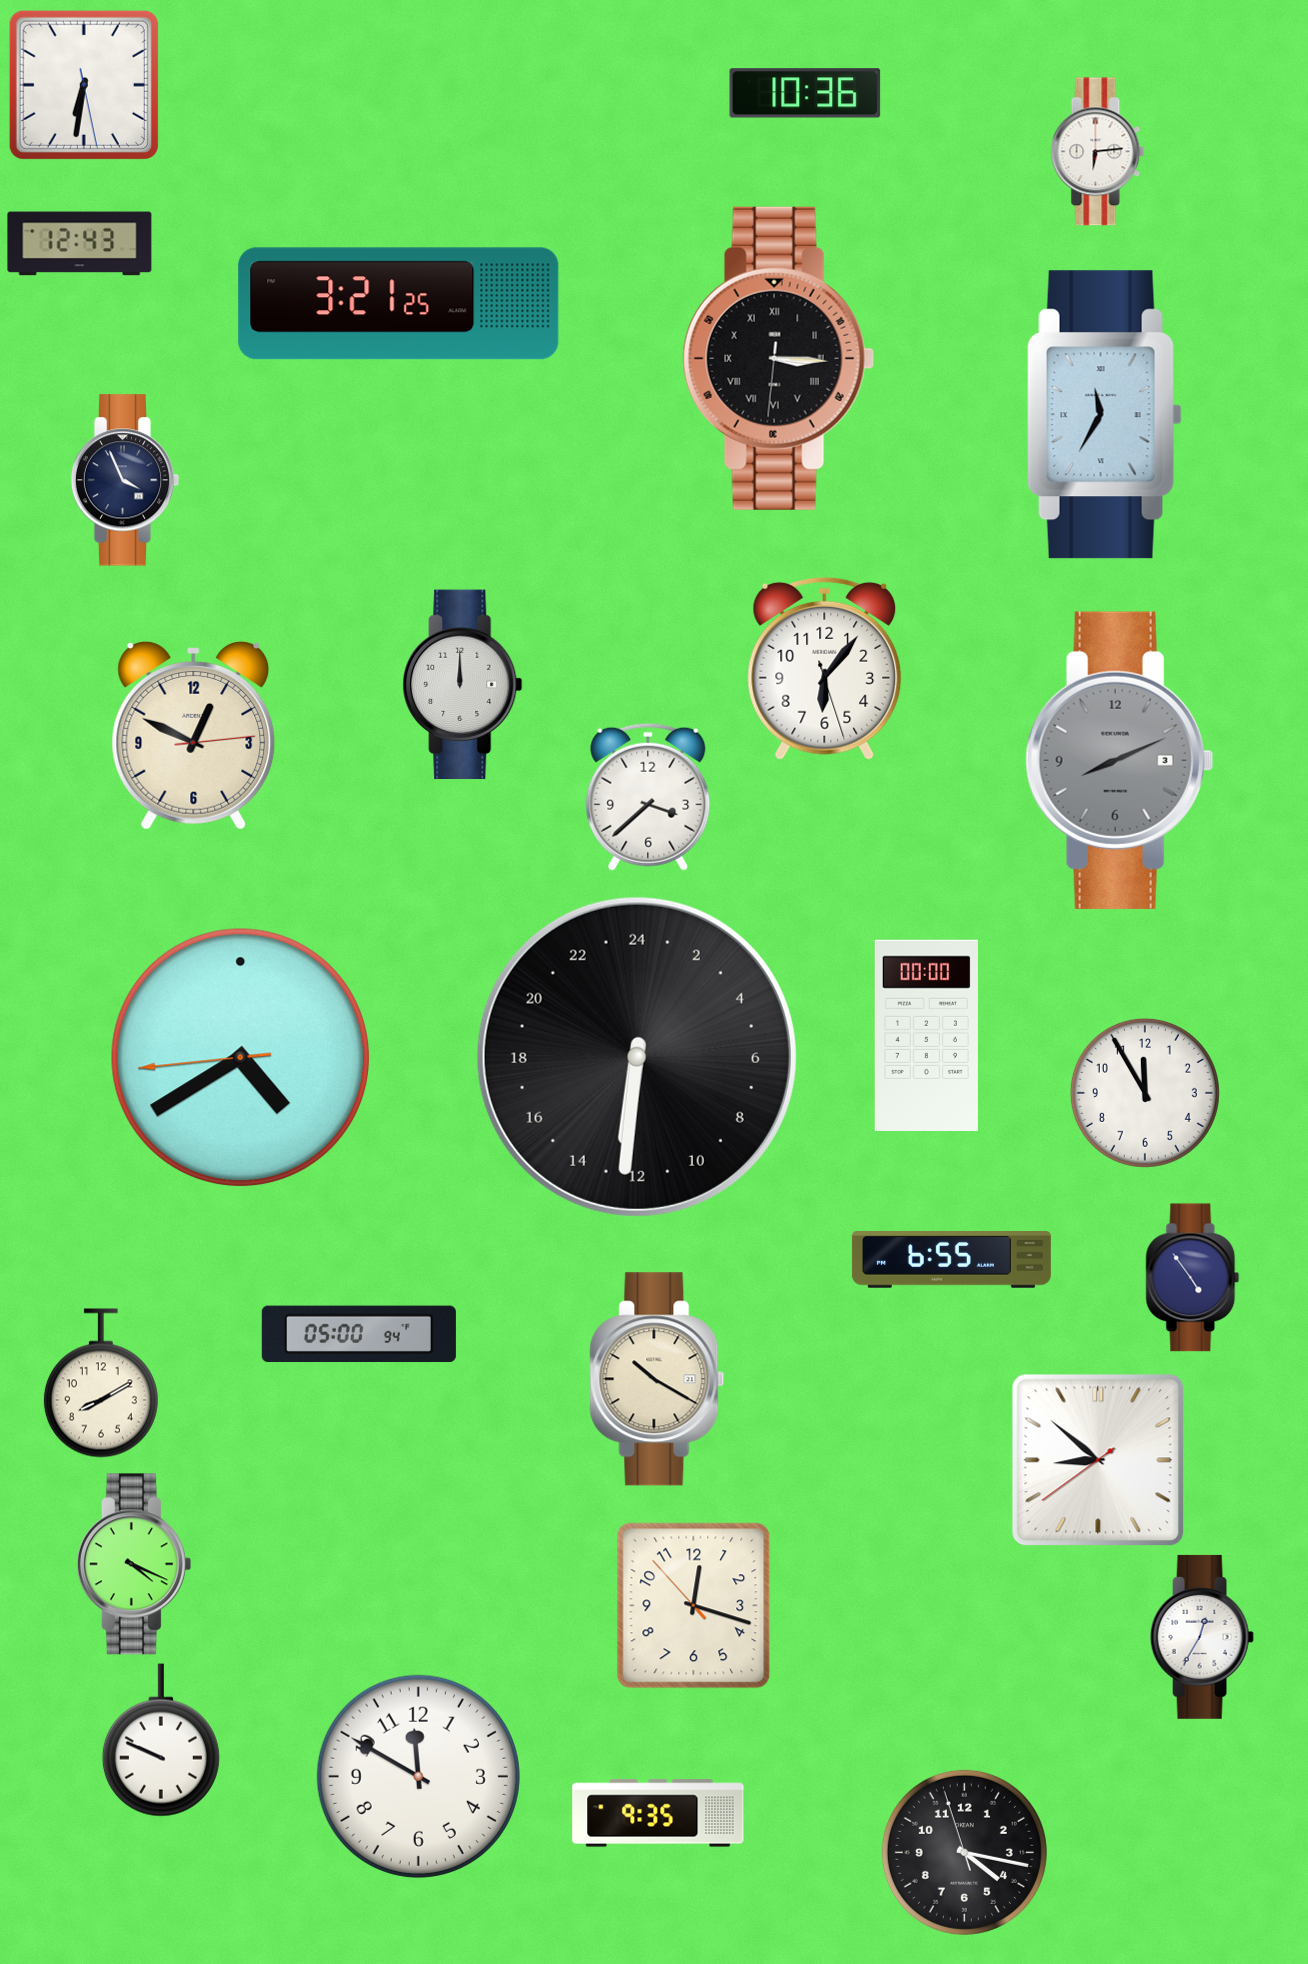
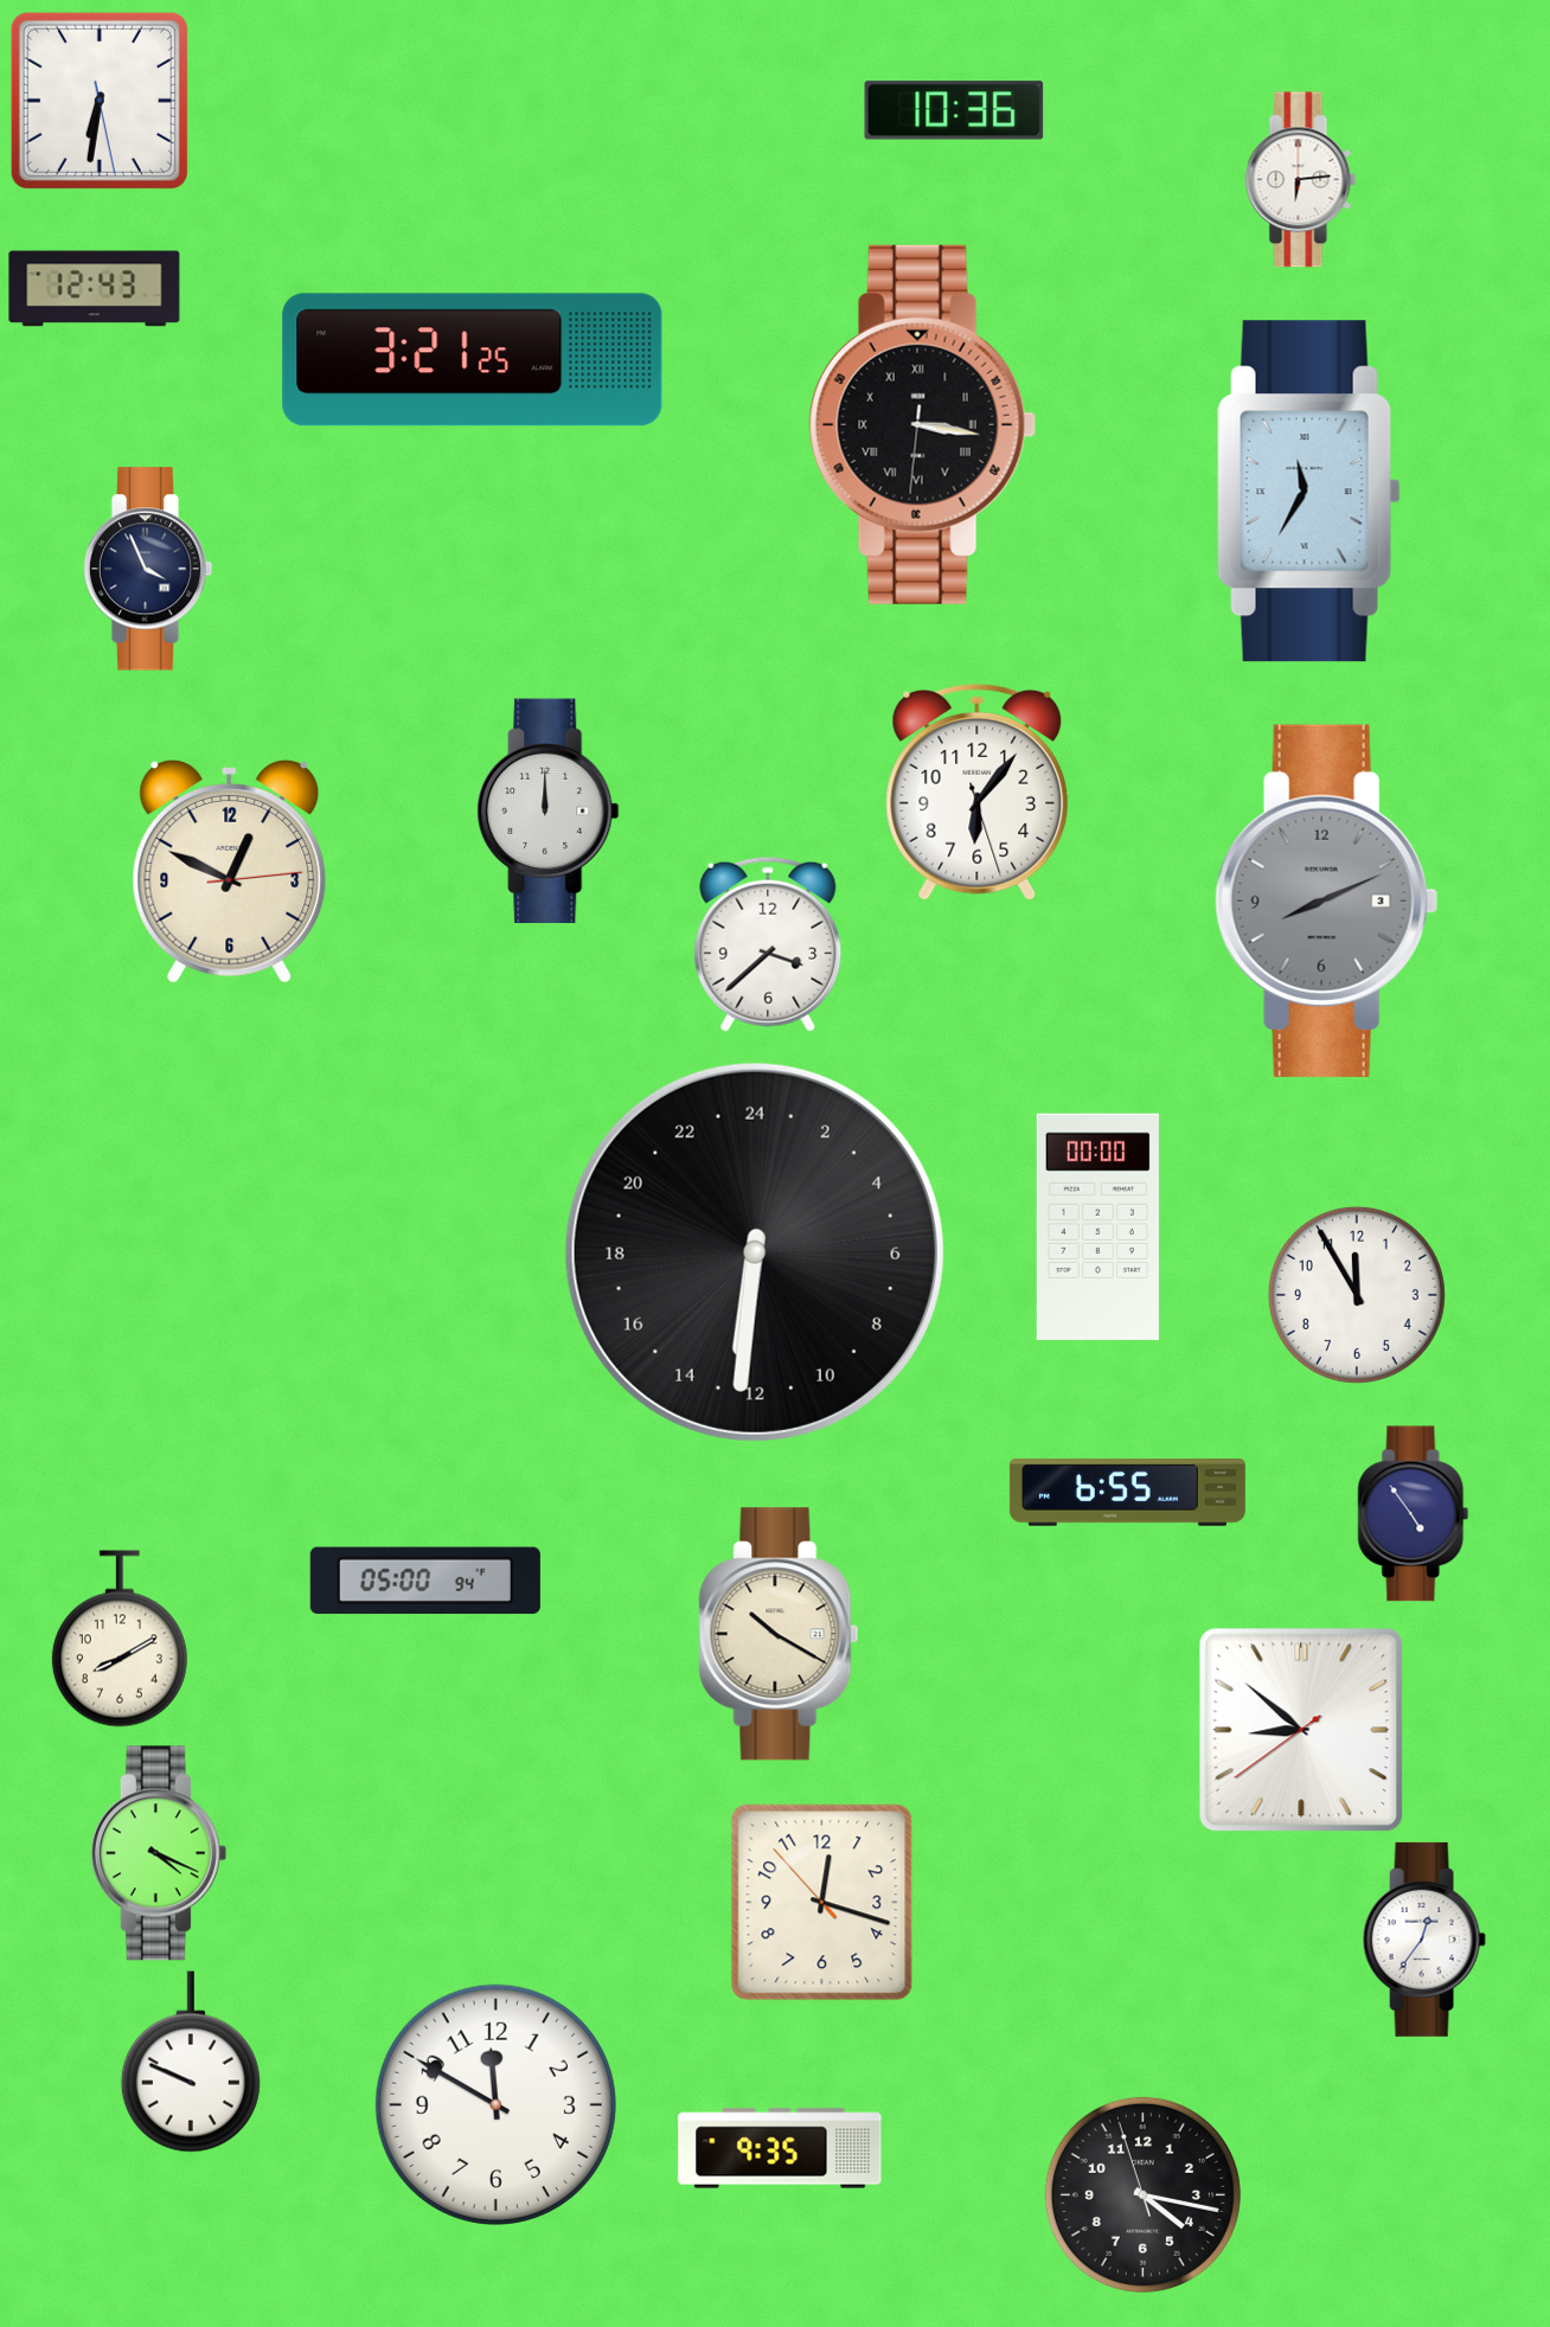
clock at (778, 358): 3:15 -> 3:16
clock at (241, 1058): 4:39 -> none
clock at (1202, 1637): 12:35 -> 12:36
